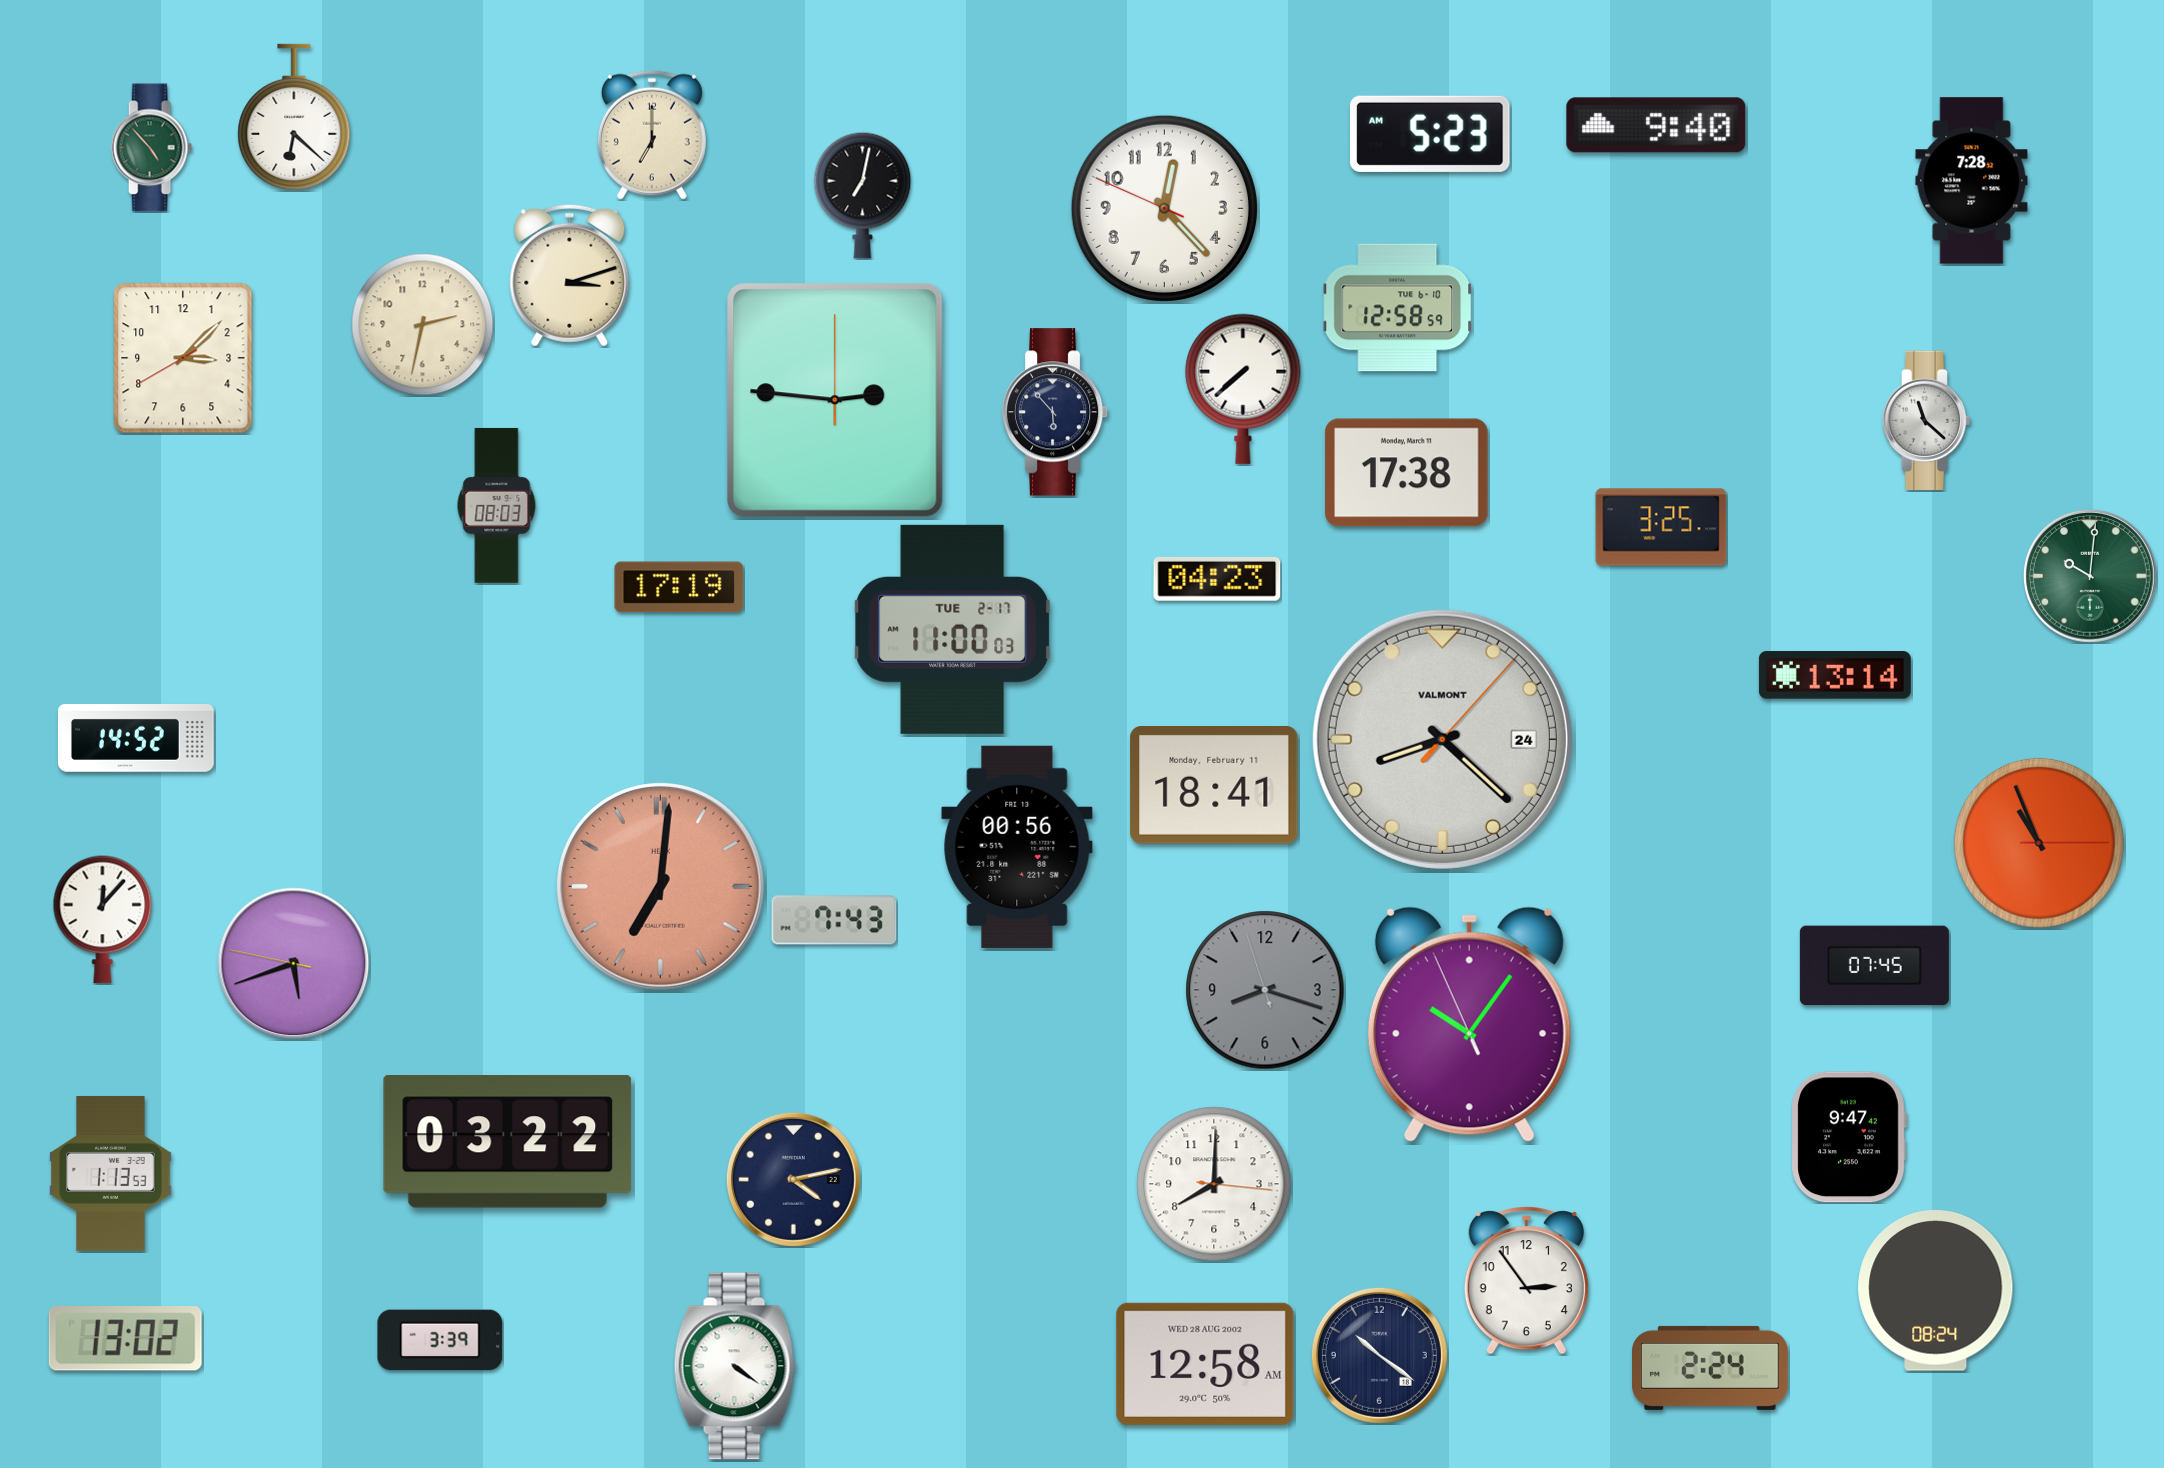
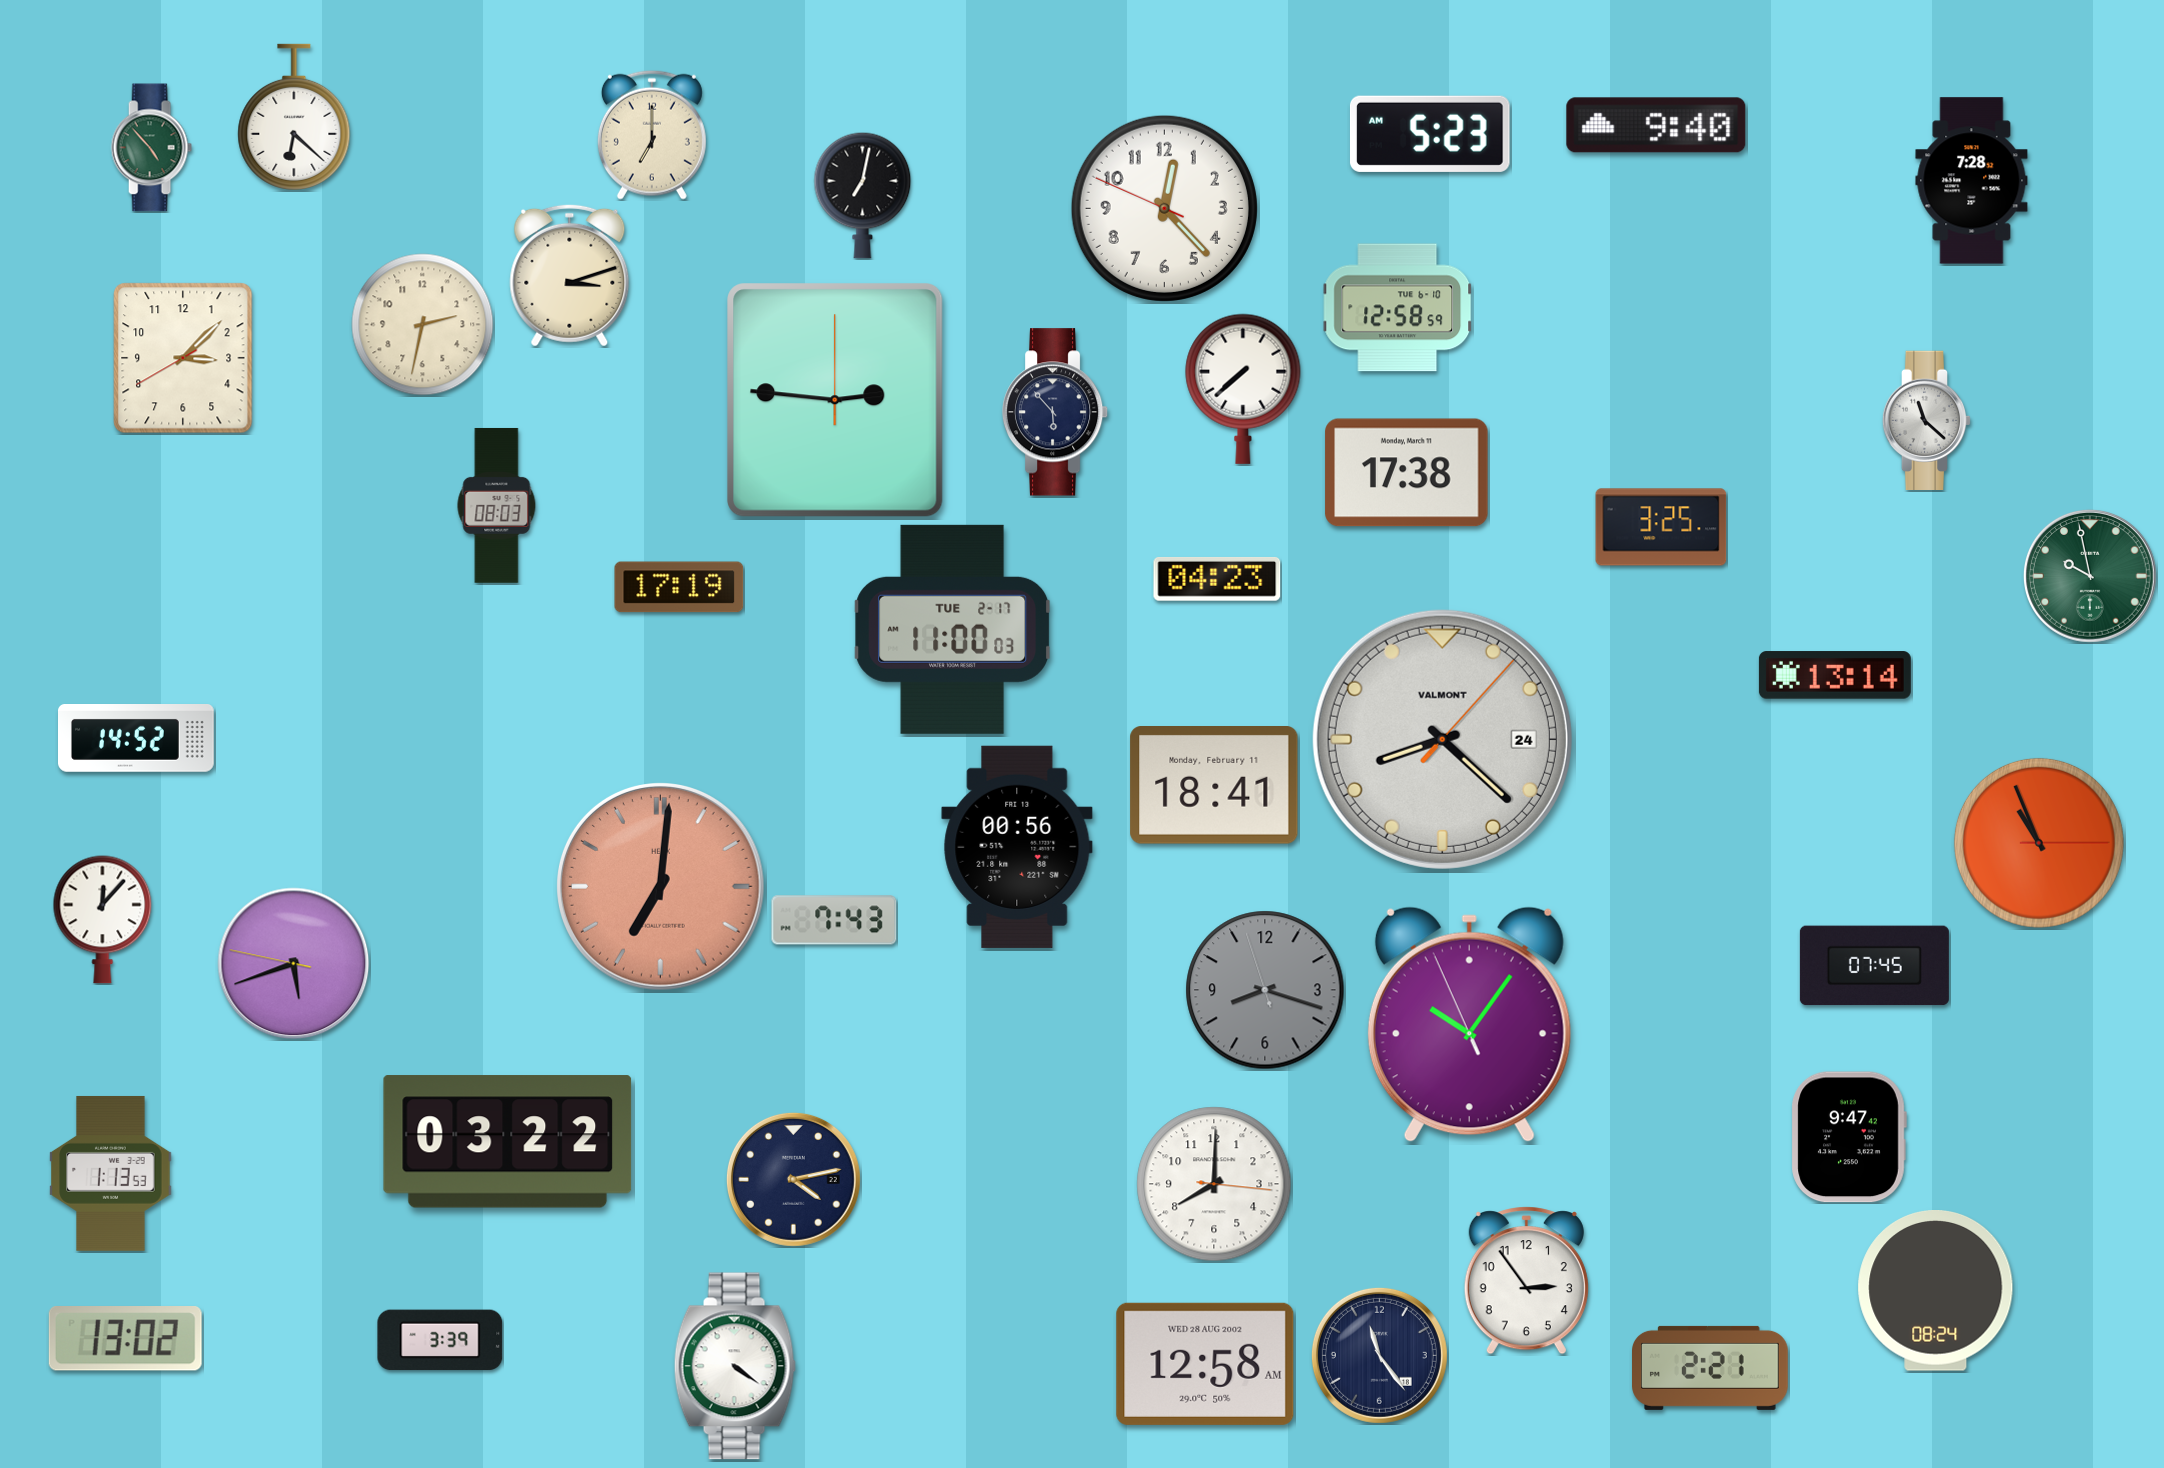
clock at (2090, 576): 10:01 -> 9:58
clock at (1379, 1355): 10:21 -> 11:24
clock at (1711, 1368): 2:24 -> 2:21
